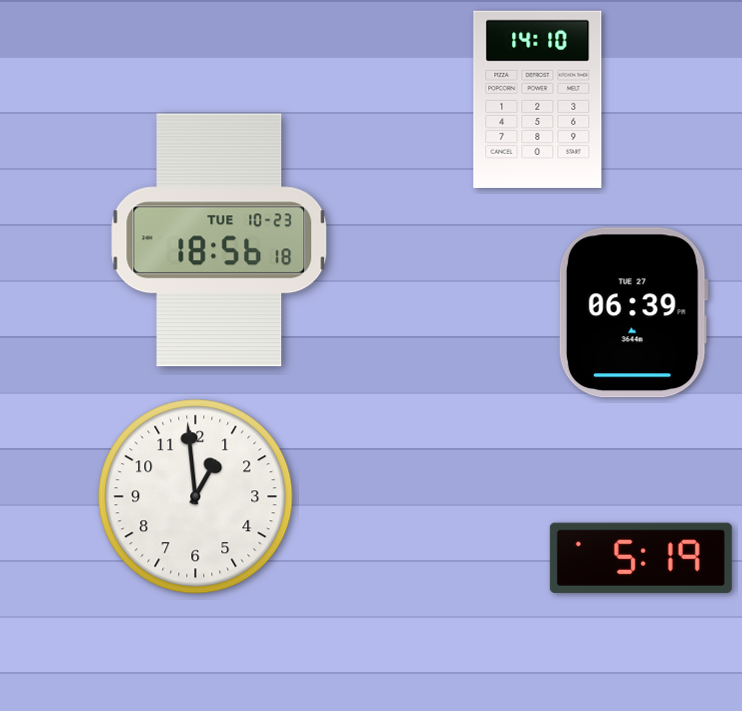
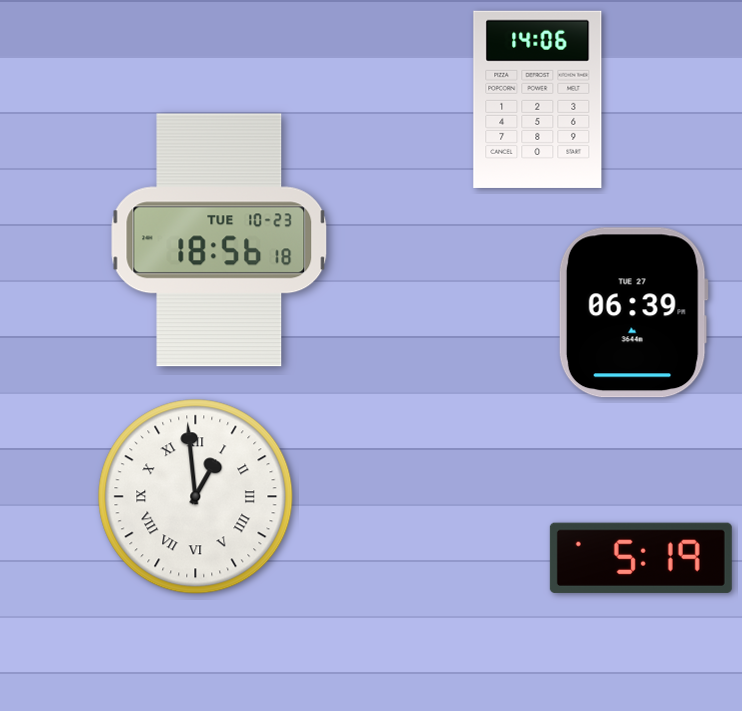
clock at (538, 99): 14:10 -> 14:06
clock at (196, 497) numerals: Arabic -> Roman
